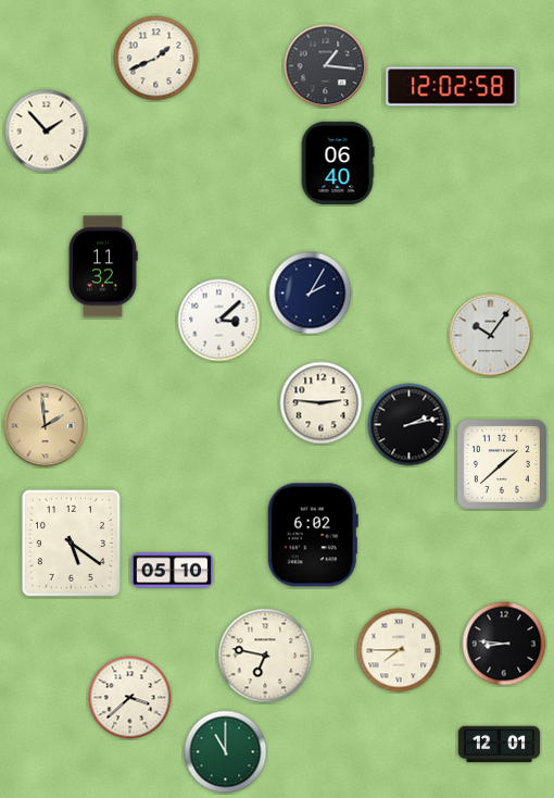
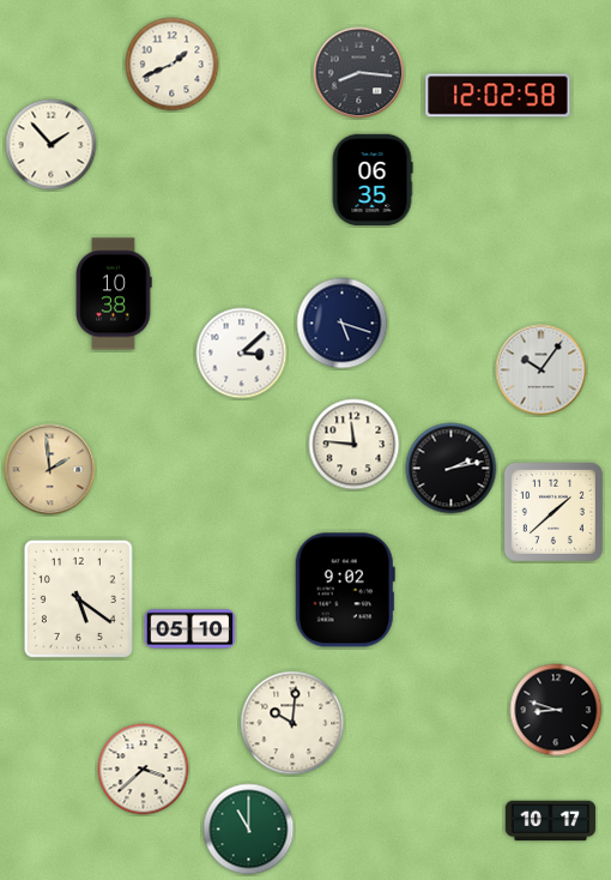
clock at (326, 66): 1:16 -> 8:16
clock at (338, 162): 06:40 -> 06:35
clock at (103, 266): 11:32 -> 10:38
clock at (311, 294): 2:05 -> 5:18
clock at (322, 403): 2:46 -> 11:46
clock at (313, 535): 6:02 -> 9:02
clock at (504, 644): 8:46 -> 8:48
clock at (399, 650): 7:45 -> none
clock at (265, 656): 6:47 -> 10:01
clock at (500, 745): 12:01 -> 10:17
